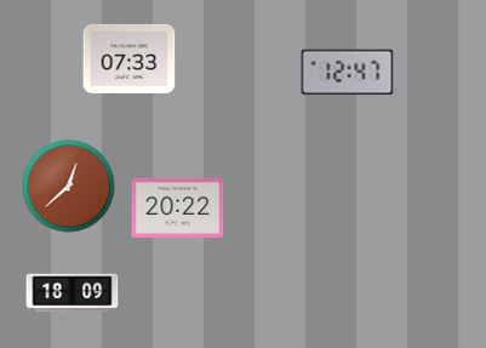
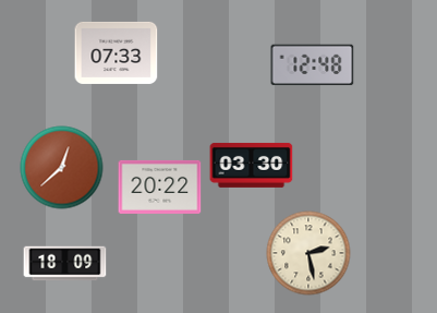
clock at (348, 73): 12:47 -> 12:48
clock at (252, 165): none -> 03:30
clock at (308, 253): none -> 2:28
